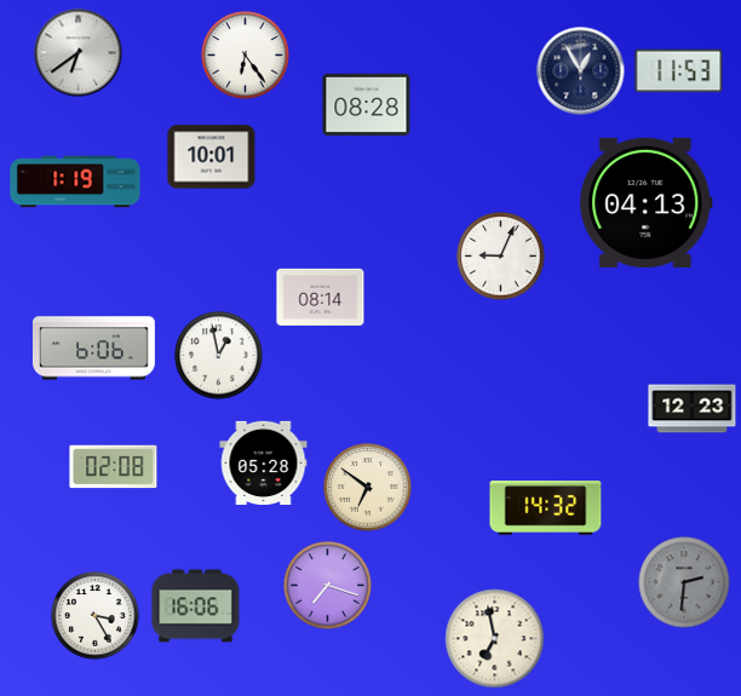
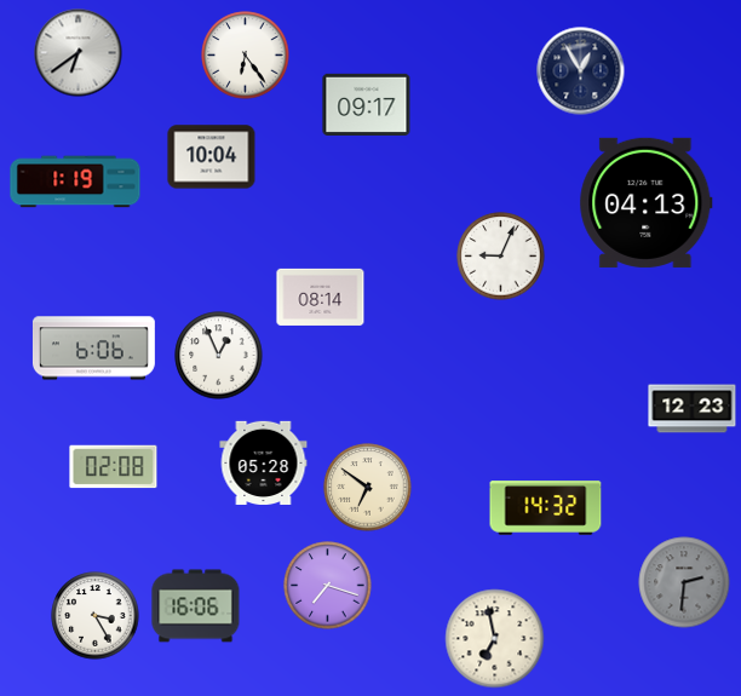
clock at (679, 71): 11:53 -> none
clock at (367, 104): 08:28 -> 09:17
clock at (212, 157): 10:01 -> 10:04
clock at (219, 356): 12:58 -> 12:56
